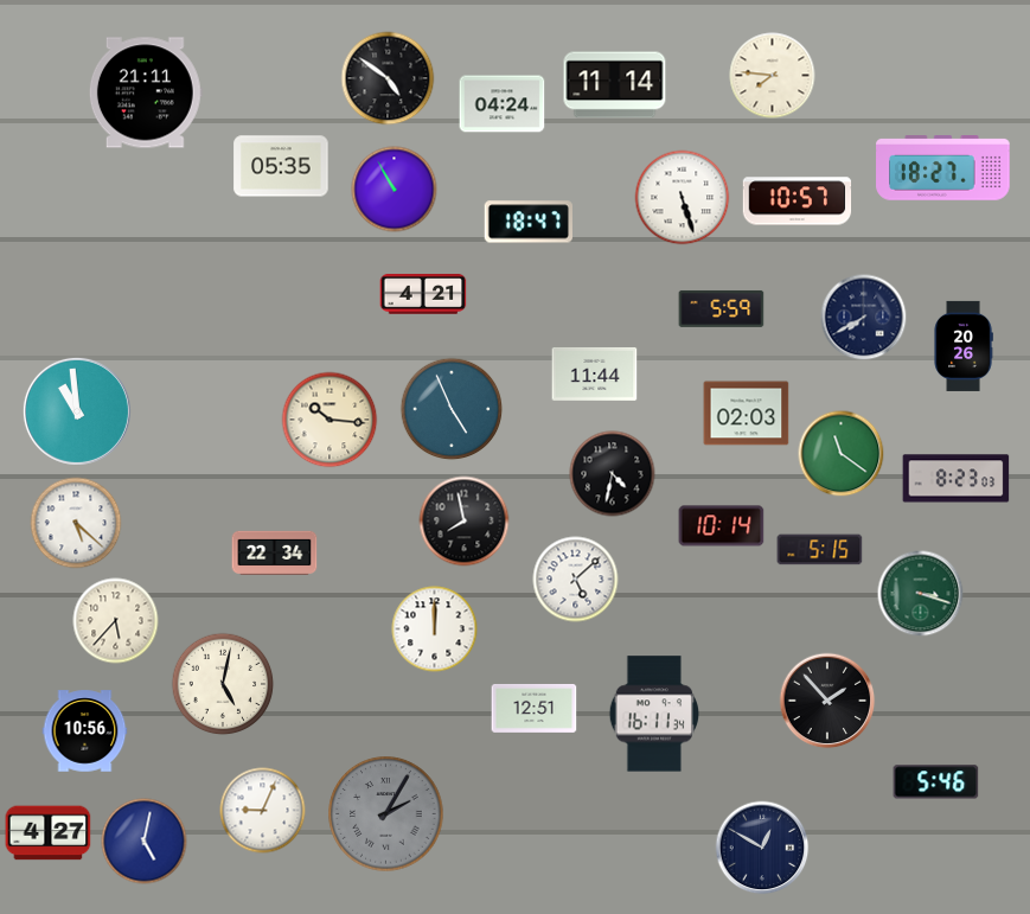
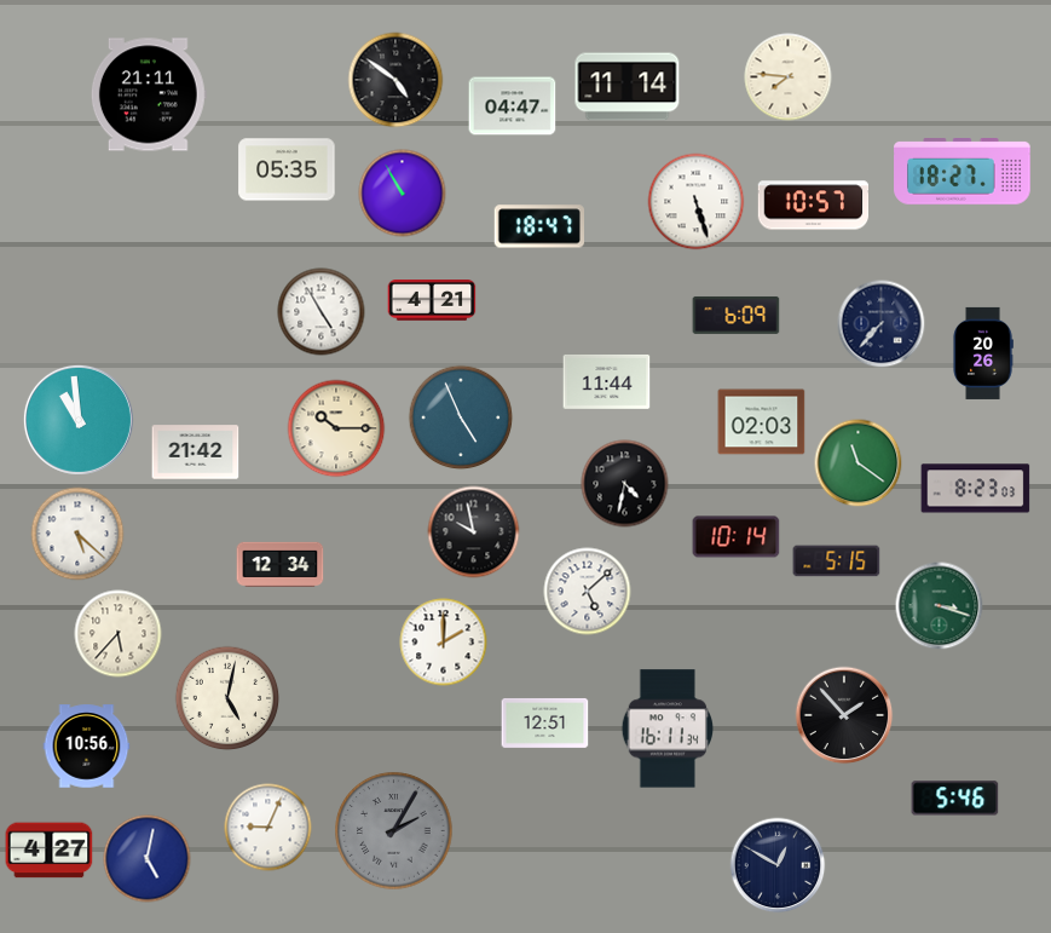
clock at (503, 104): 04:24 -> 04:47
clock at (322, 312): none -> 4:55
clock at (722, 308): 5:59 -> 6:09
clock at (864, 318): 7:40 -> 7:37
clock at (330, 420): 10:16 -> 10:15
clock at (196, 453): none -> 21:42
clock at (465, 522): 7:58 -> 9:58
clock at (275, 552): 22:34 -> 12:34
clock at (435, 629): 12:00 -> 2:00
